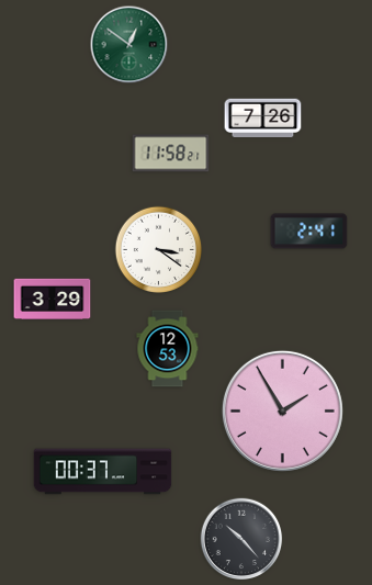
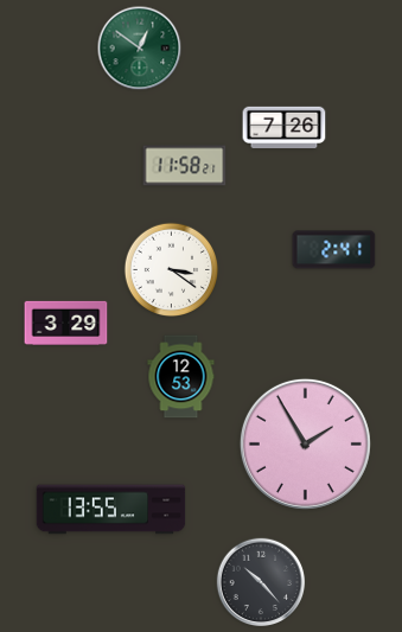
clock at (53, 299) position: (53, 299) -> (66, 323)
clock at (103, 472): 00:37 -> 13:55
